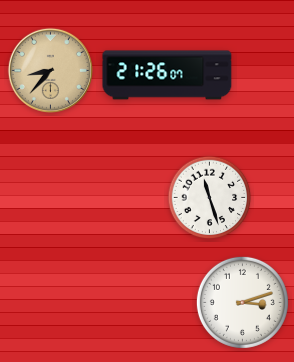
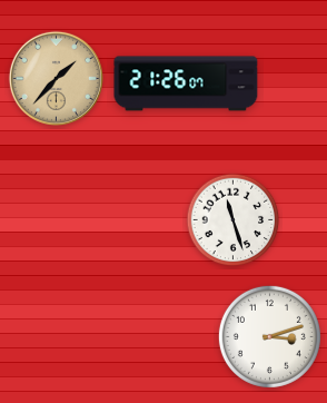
clock at (50, 70): 8:37 -> 1:37
